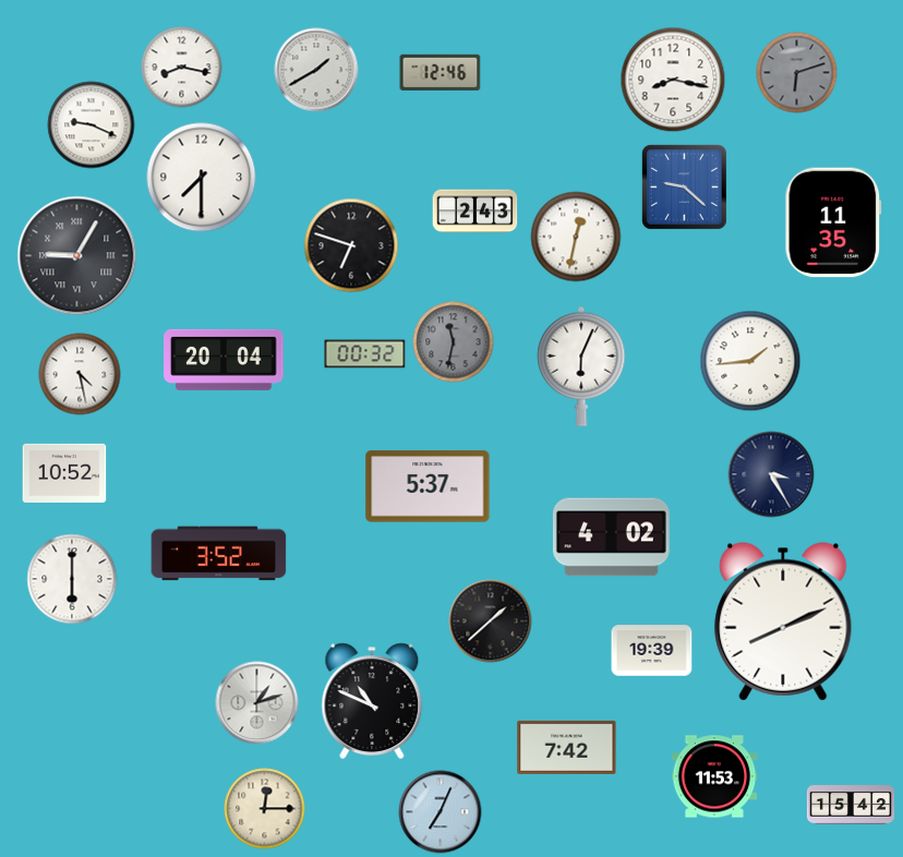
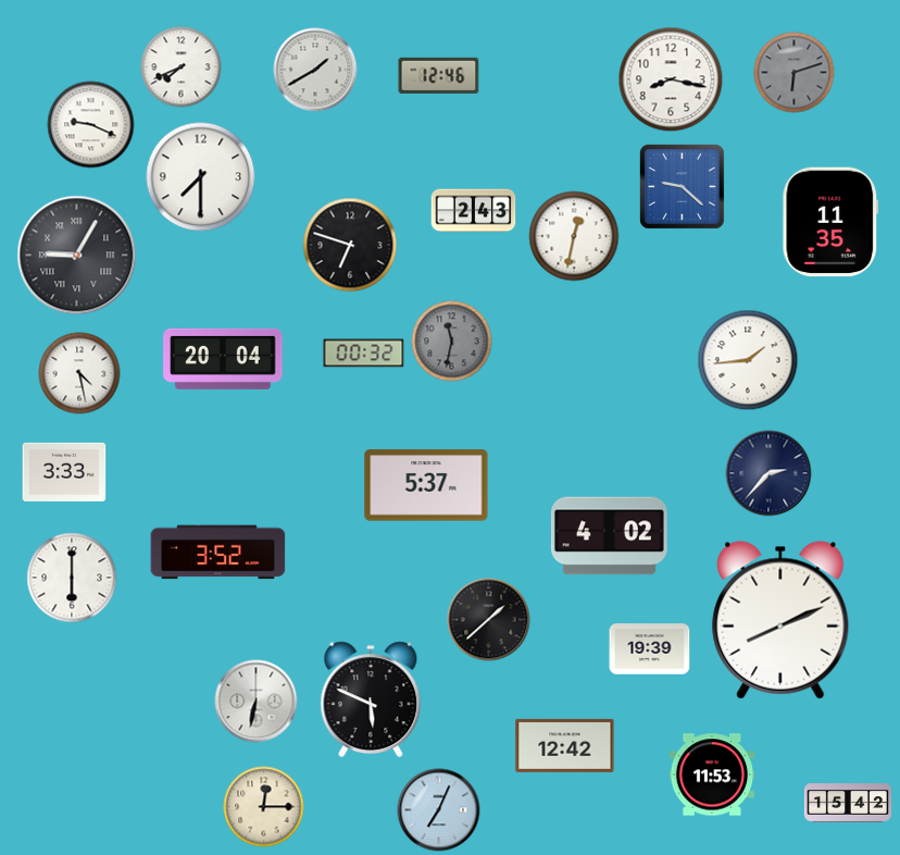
clock at (182, 68): 8:17 -> 7:41
clock at (441, 72) position: (441, 72) -> (439, 75)
clock at (581, 366): 6:04 -> none
clock at (64, 473): 10:52 -> 3:33
clock at (771, 474): 3:25 -> 2:37
clock at (372, 701): 10:49 -> 5:49
clock at (257, 703): 1:12 -> 6:32
clock at (567, 747): 7:42 -> 12:42
